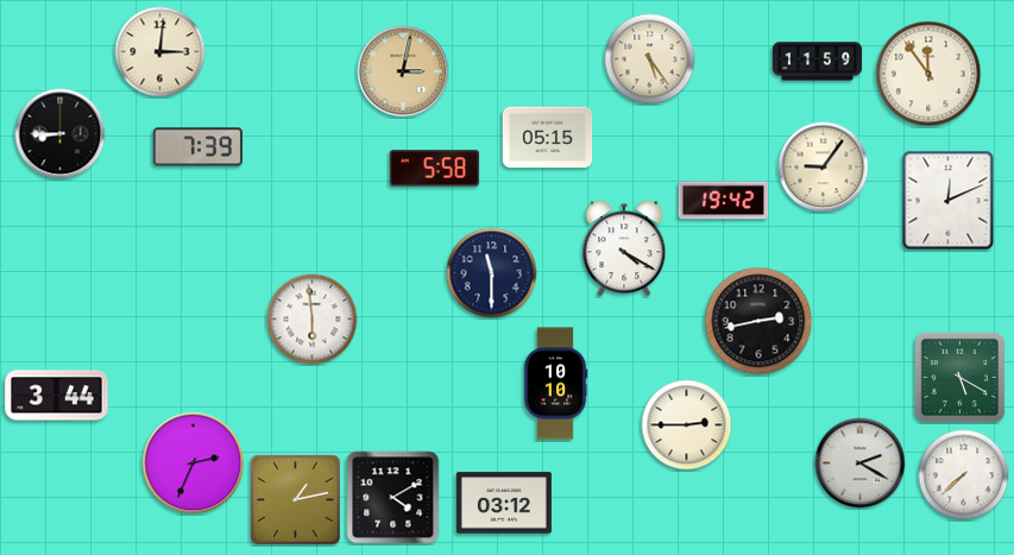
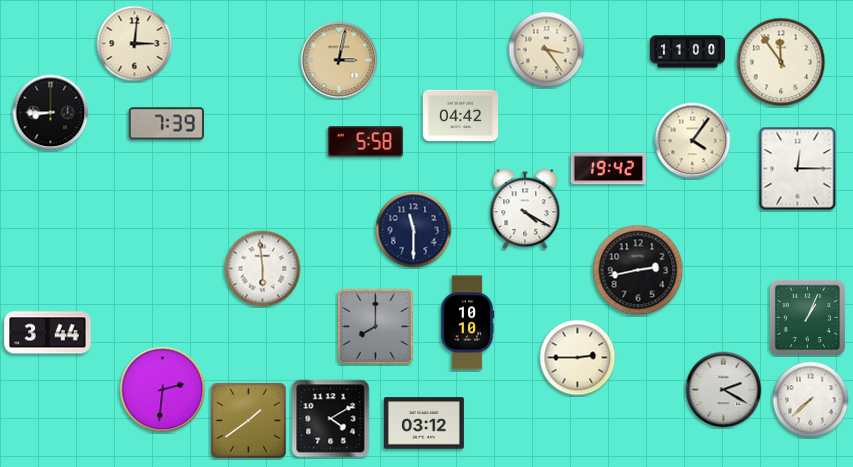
clock at (650, 59): 5:24 -> 3:24
clock at (818, 62): 11:59 -> 11:00
clock at (548, 138): 05:15 -> 04:42
clock at (824, 168): 9:06 -> 4:06
clock at (949, 201): 12:11 -> 12:15
clock at (959, 377): 5:20 -> 1:04
clock at (375, 326): none -> 8:00
clock at (194, 463): 2:34 -> 2:31
clock at (295, 499): 1:13 -> 1:39
